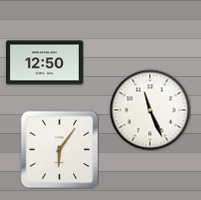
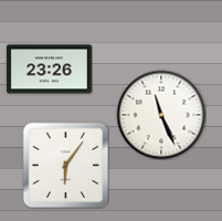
clock at (44, 63): 12:50 -> 23:26
clock at (150, 110) position: (150, 110) -> (161, 115)
